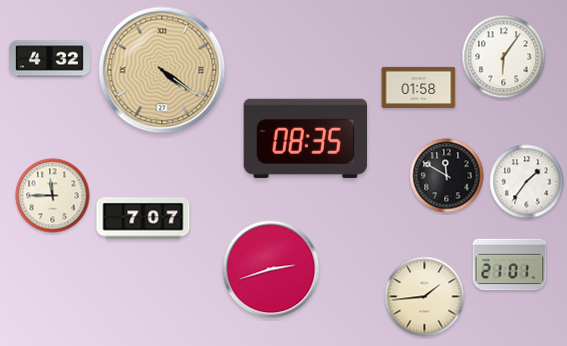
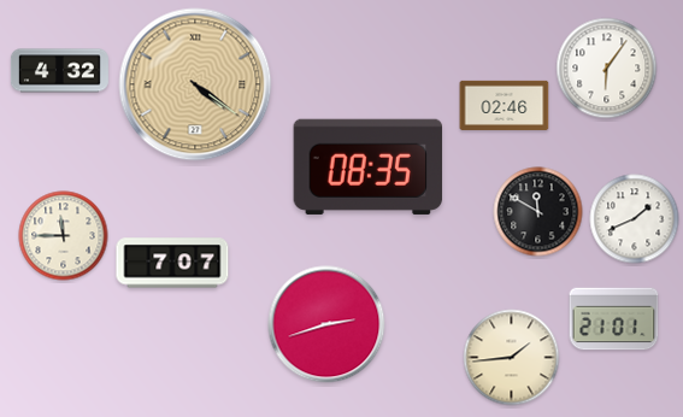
clock at (419, 87): 01:58 -> 02:46
clock at (527, 182): 1:36 -> 1:41
